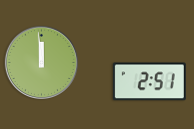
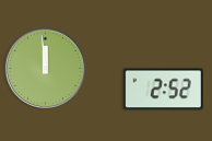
clock at (149, 82): 2:51 -> 2:52
